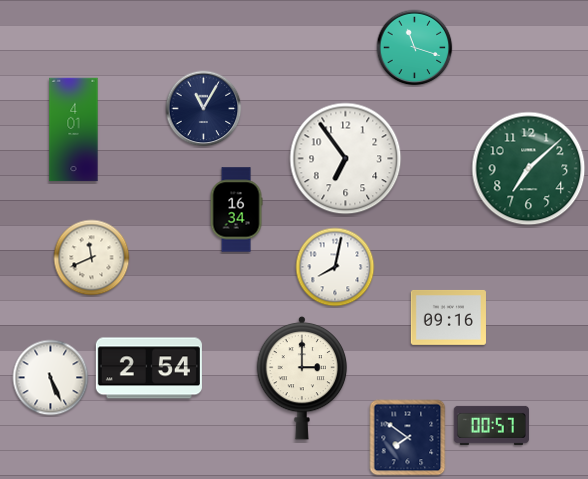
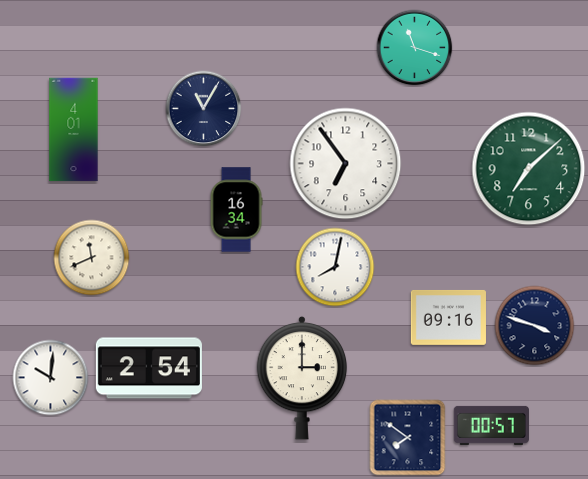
clock at (346, 159) position: (346, 159) -> (346, 164)
clock at (535, 326): none -> 3:48
clock at (51, 378): 5:26 -> 10:01
